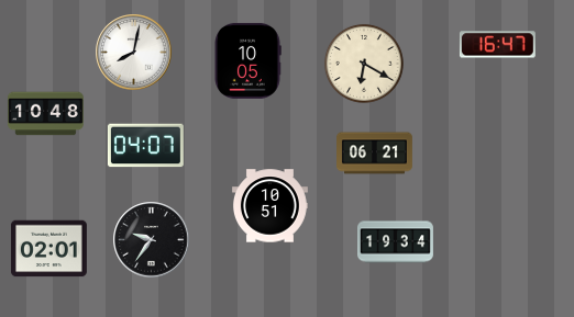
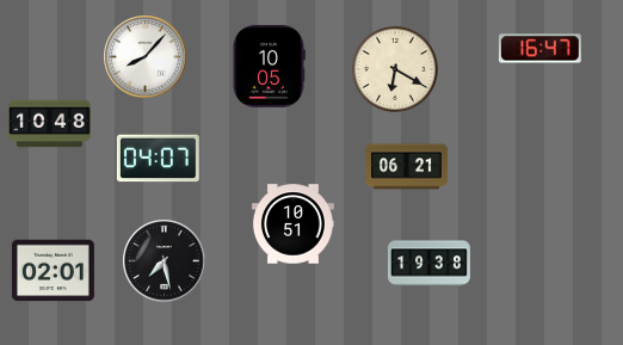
clock at (134, 53): 8:02 -> 8:07
clock at (152, 240): 9:36 -> 7:28
clock at (396, 242): 19:34 -> 19:38
